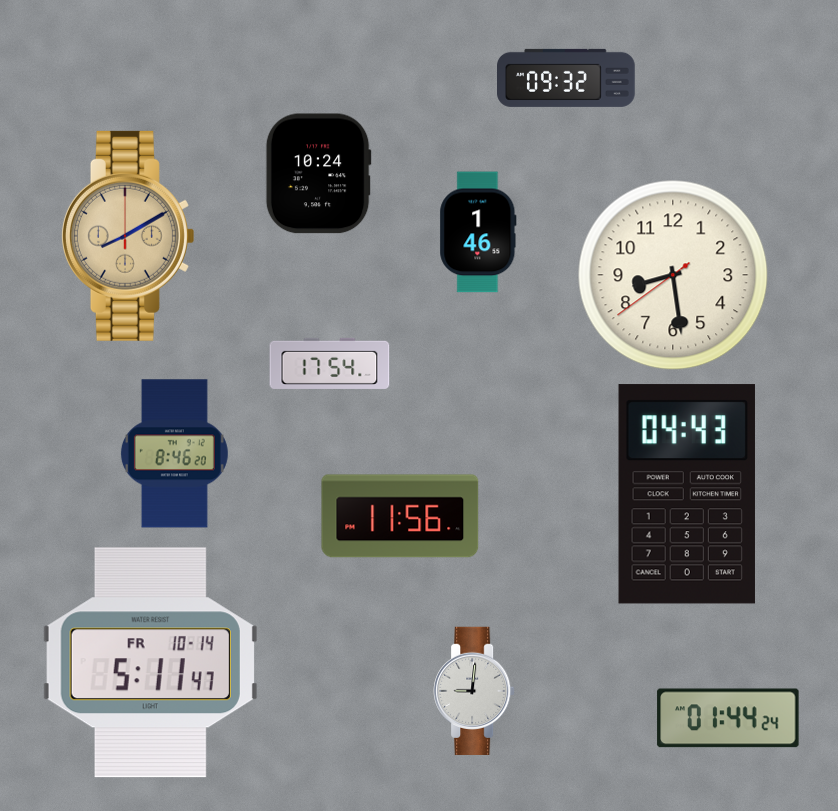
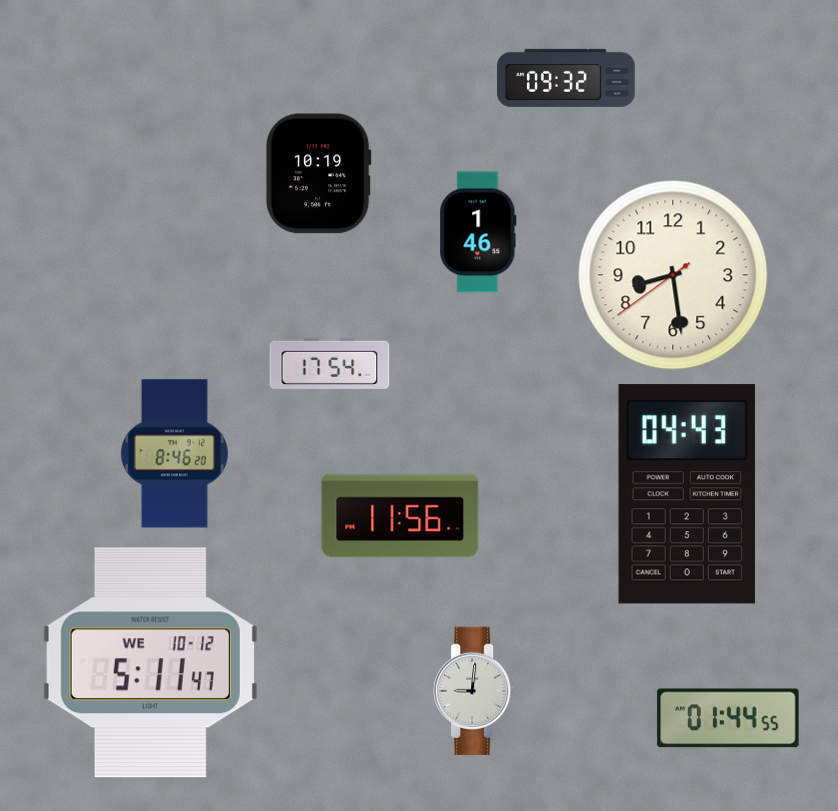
clock at (318, 174): 10:24 -> 10:19
clock at (127, 236): 8:10 -> none
clock at (150, 663) date: FR 10-14 -> WE 10-12
clock at (728, 718): 01:44:24 -> 01:44:55
